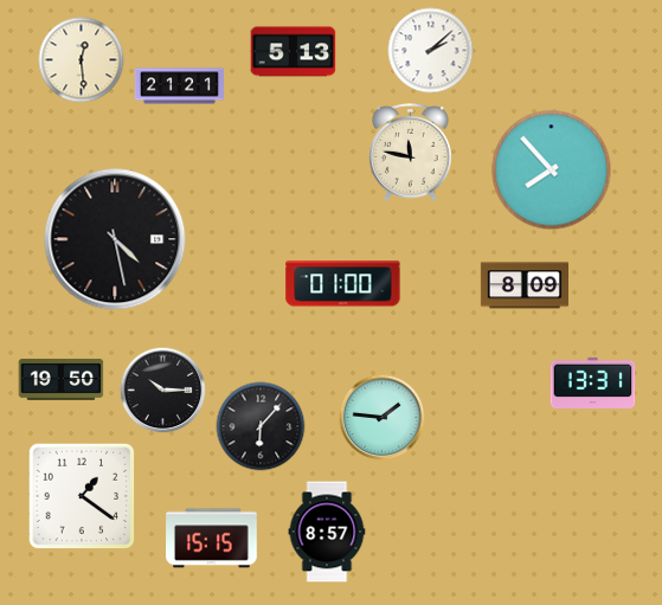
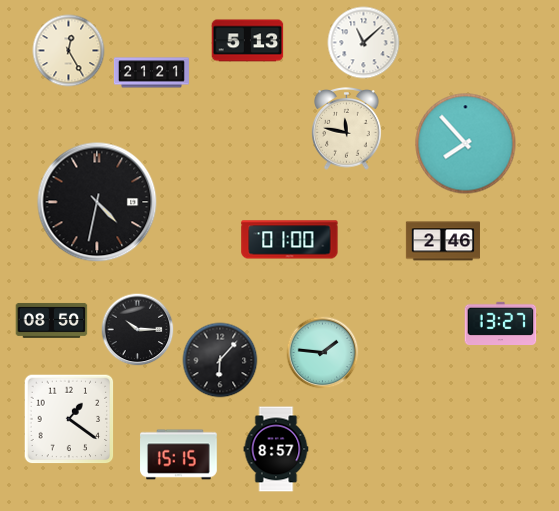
clock at (431, 51): 2:08 -> 11:08
clock at (294, 52) position: (294, 52) -> (248, 41)
clock at (82, 60): 12:29 -> 12:25
clock at (115, 239): 4:28 -> 4:32
clock at (525, 285): 8:09 -> 2:46
clock at (62, 379): 19:50 -> 08:50
clock at (593, 382): 13:31 -> 13:27
